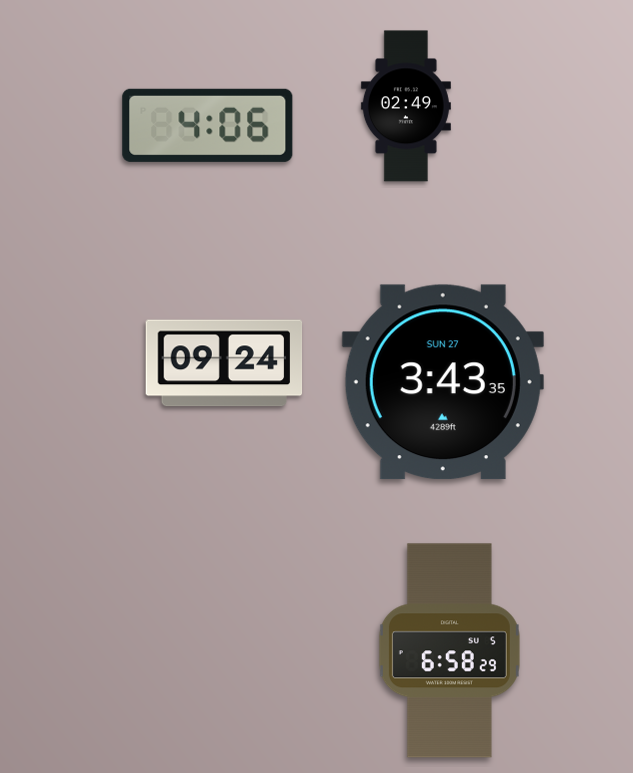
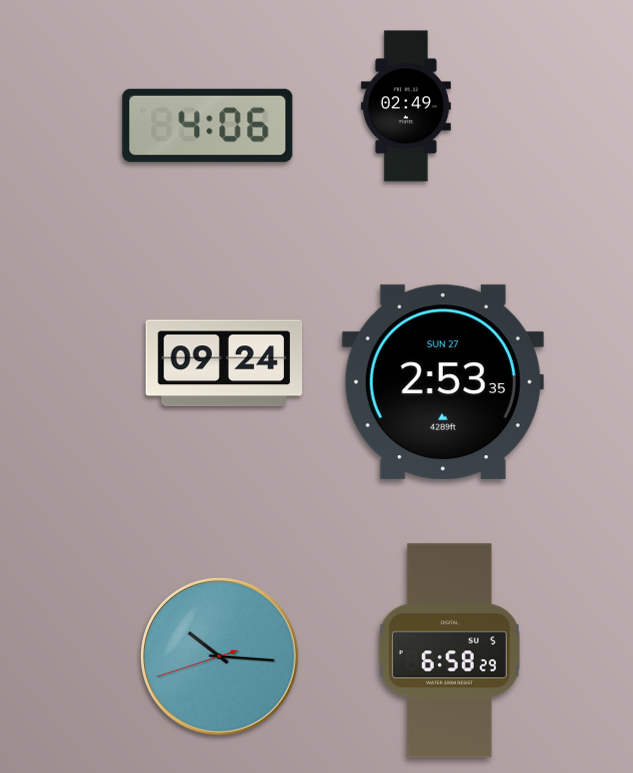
clock at (443, 382): 3:43 -> 2:53
clock at (220, 657): none -> 10:15
